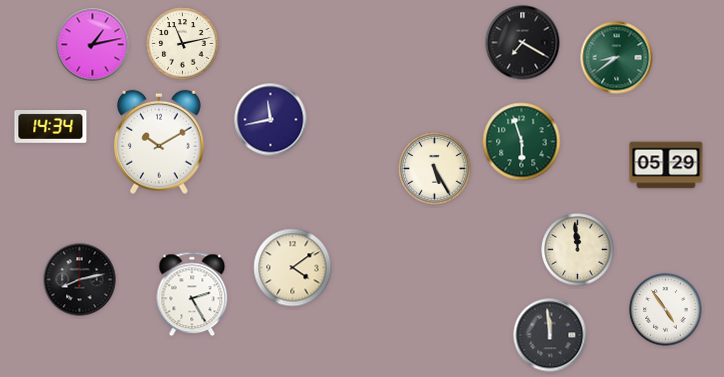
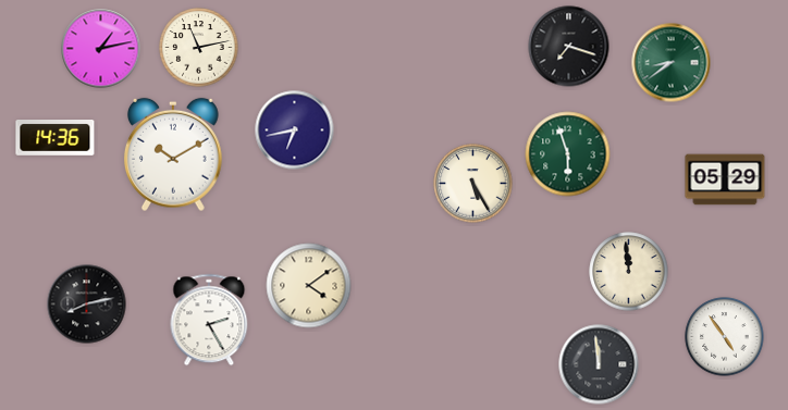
clock at (523, 43): 7:20 -> 7:18
clock at (271, 120): 11:43 -> 6:43
clock at (51, 127): 14:34 -> 14:36
clock at (293, 268) position: (293, 268) -> (309, 286)
